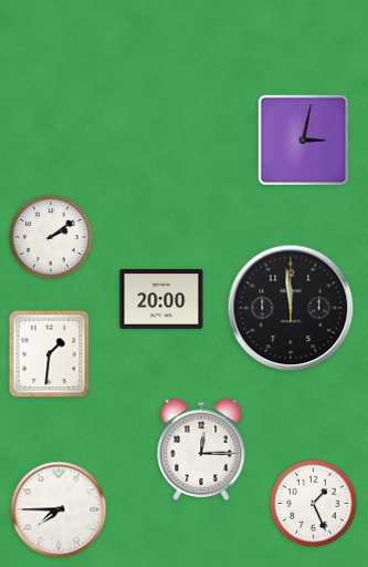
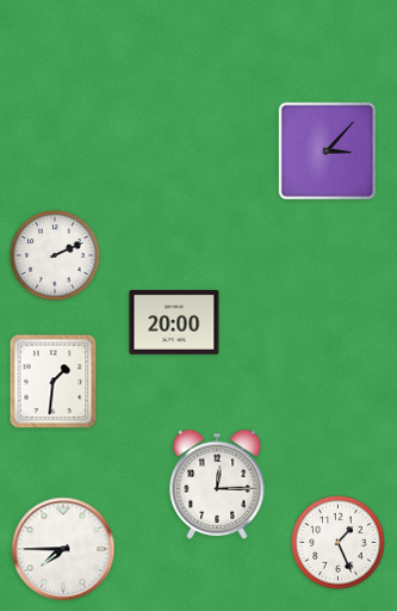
clock at (304, 141): 3:02 -> 3:07
clock at (51, 237): 2:09 -> 2:11
clock at (291, 308): 11:59 -> none
